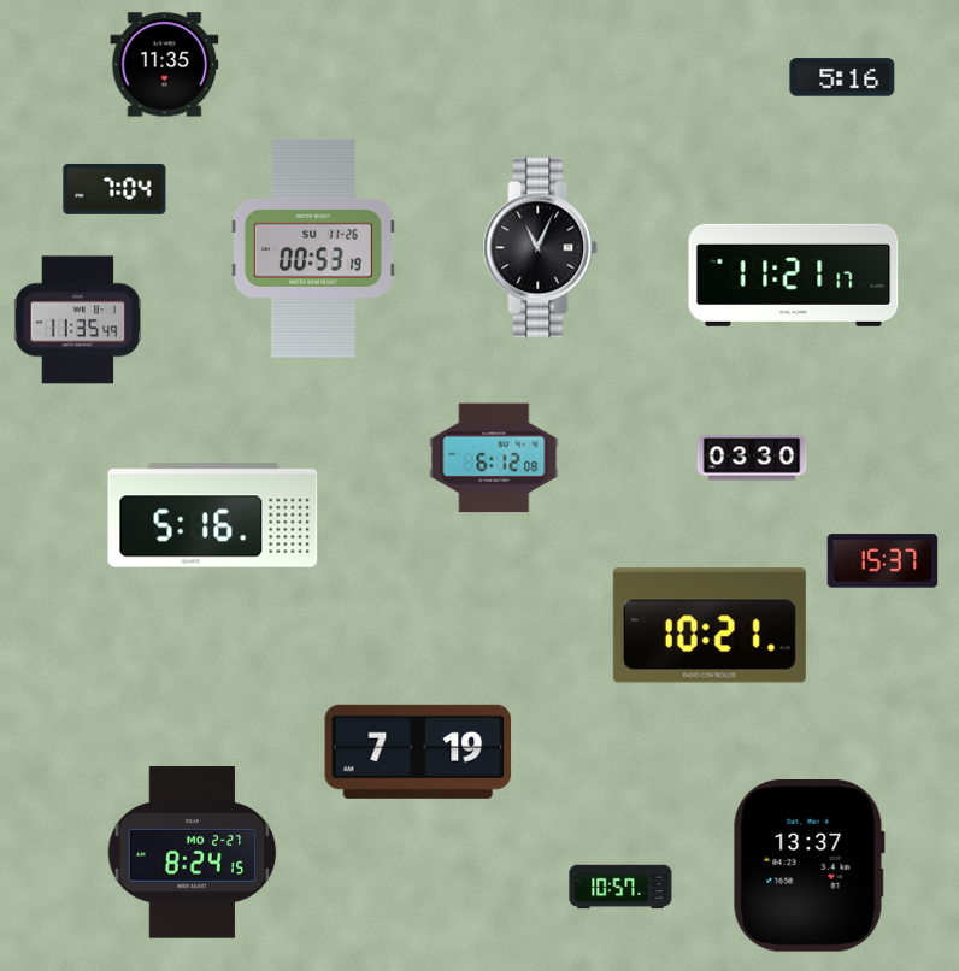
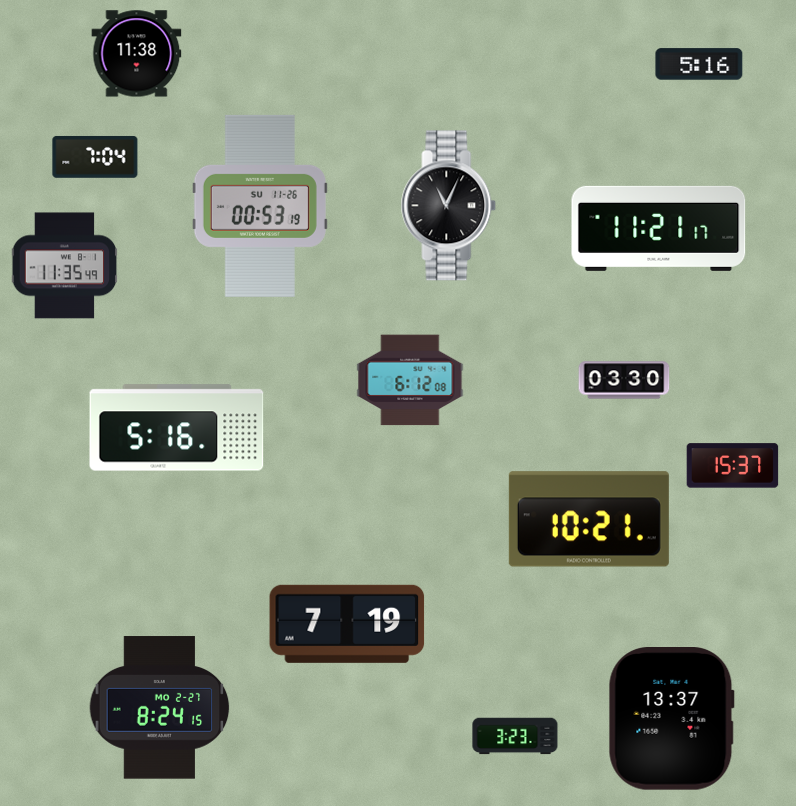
clock at (165, 65): 11:35 -> 11:38
clock at (620, 887): 10:57 -> 3:23
